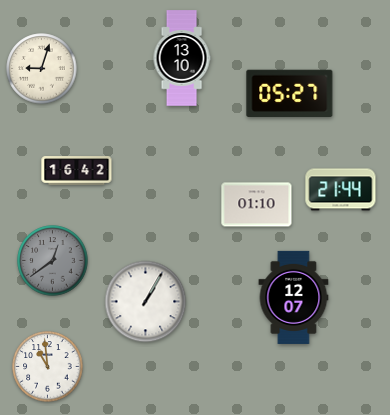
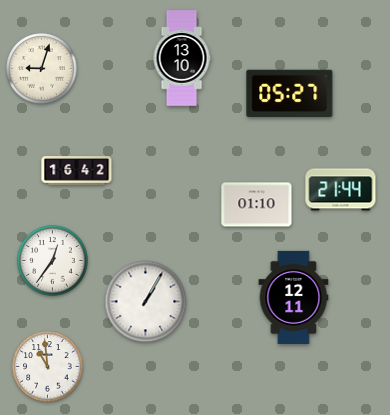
clock at (53, 261): 12:39 -> 12:36
clock at (53, 261) dial: grey -> white
clock at (294, 297): 12:07 -> 12:11
